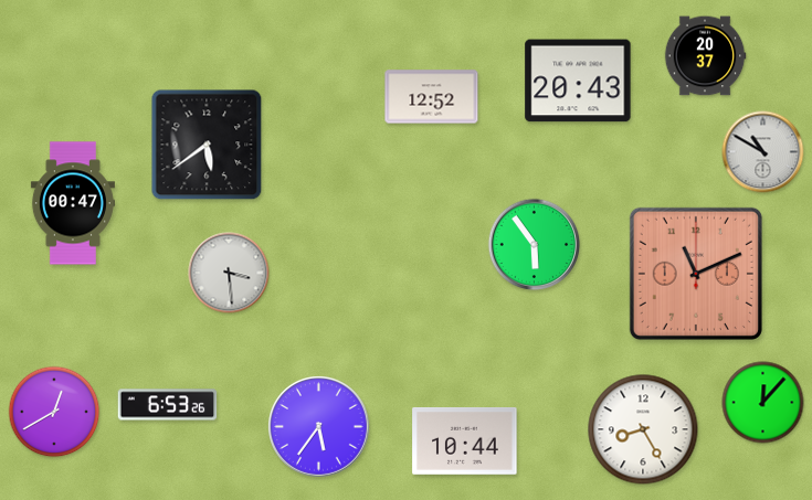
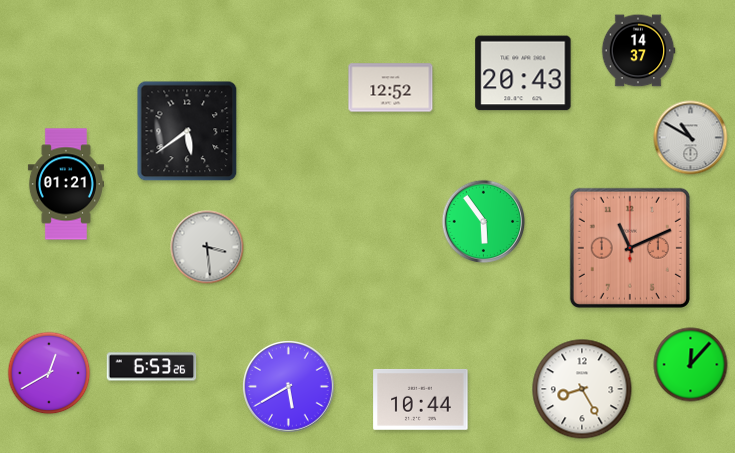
clock at (705, 56): 20:37 -> 14:37
clock at (73, 203): 00:47 -> 01:21
clock at (319, 427): 5:36 -> 5:40
